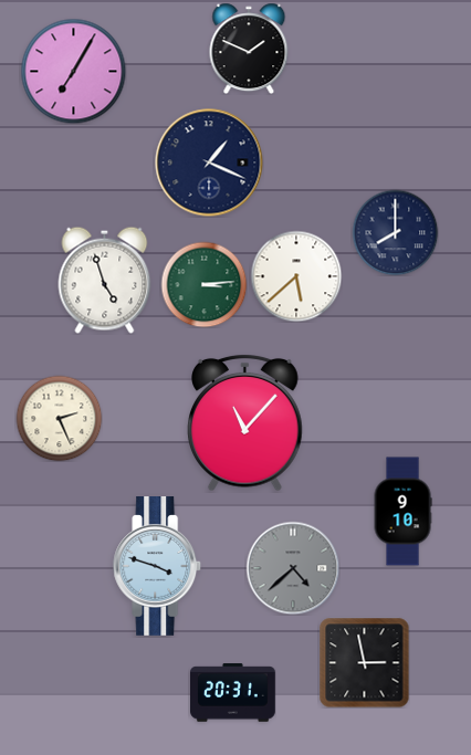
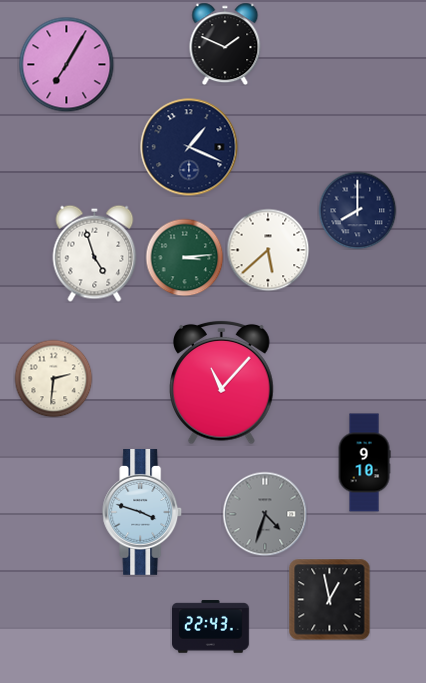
clock at (59, 418): 2:26 -> 2:31
clock at (293, 568): 4:38 -> 4:33
clock at (364, 662): 2:58 -> 12:58
clock at (233, 693): 20:31 -> 22:43
